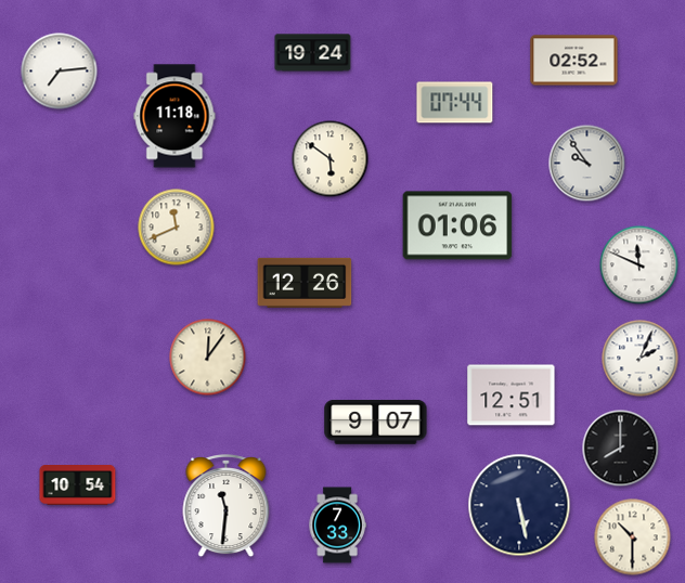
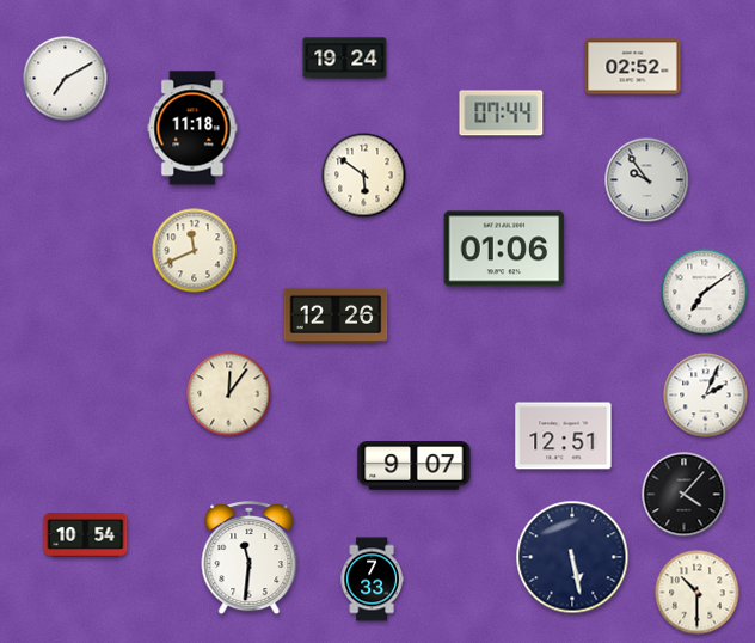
clock at (60, 72): 7:14 -> 7:10
clock at (639, 265): 11:49 -> 7:09
clock at (305, 283) position: (305, 283) -> (336, 316)
clock at (621, 449): 8:00 -> 4:07
